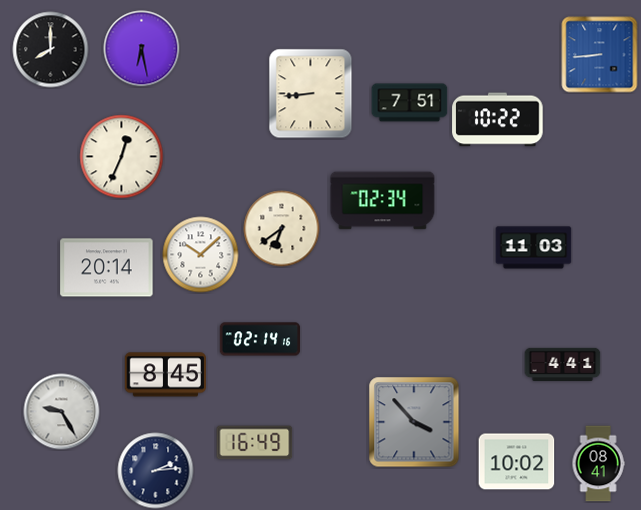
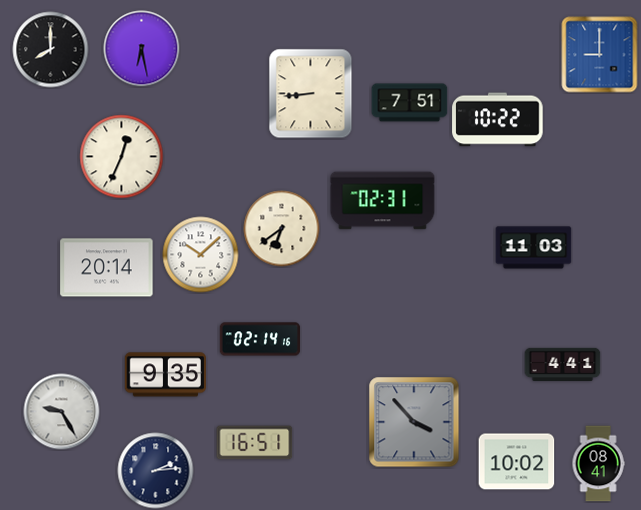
clock at (600, 55): 8:44 -> 9:00
clock at (383, 201): 02:34 -> 02:31
clock at (165, 375): 8:45 -> 9:35
clock at (255, 443): 16:49 -> 16:51
